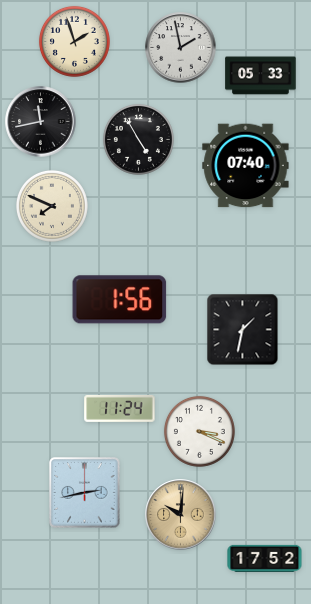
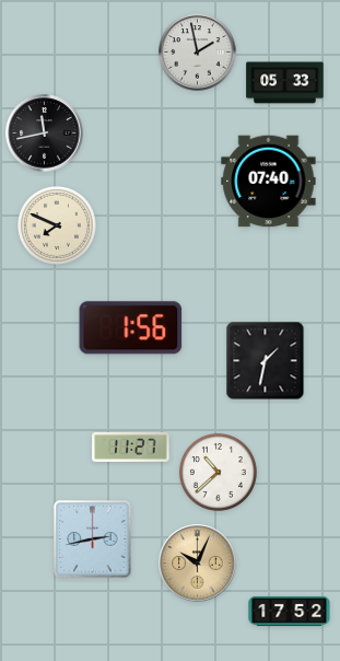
clock at (74, 41): 1:57 -> none
clock at (138, 139): 4:55 -> none
clock at (120, 409): 11:24 -> 11:27
clock at (199, 431): 3:19 -> 10:38
clock at (181, 515): 10:01 -> 10:04
